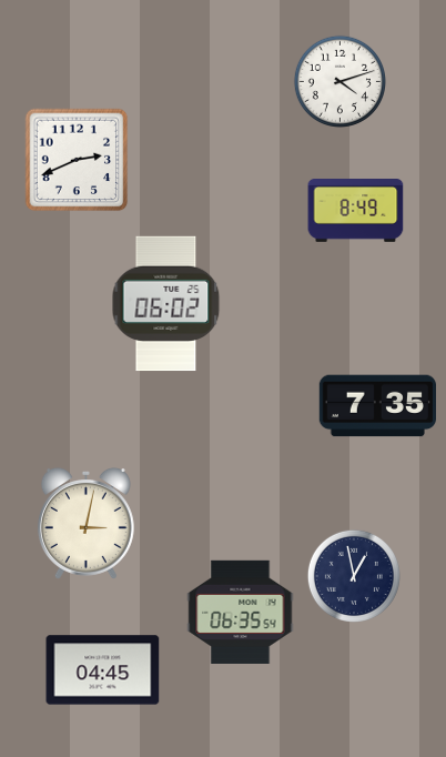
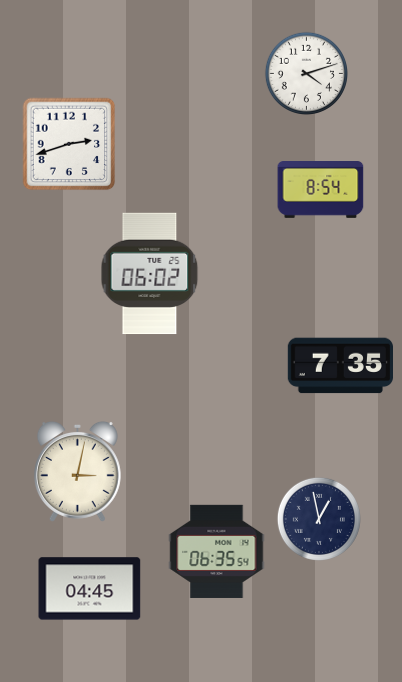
clock at (77, 160): 2:41 -> 2:42
clock at (356, 211): 8:49 -> 8:54
clock at (103, 670) position: (103, 670) -> (90, 589)
